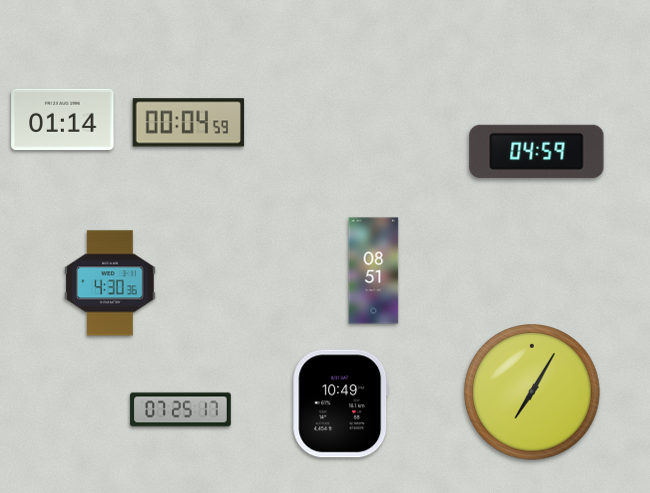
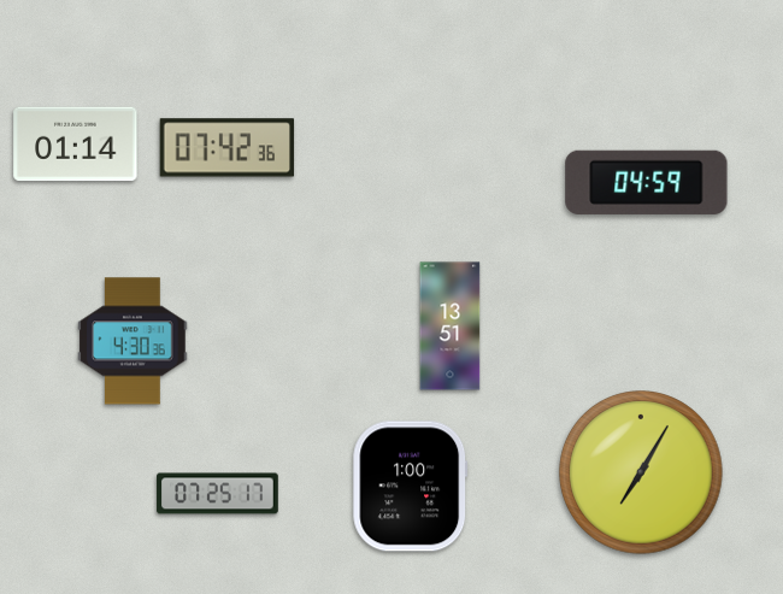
clock at (189, 123): 00:04 -> 07:42
clock at (374, 271): 08:51 -> 13:51
clock at (341, 404): 10:49 -> 1:00
